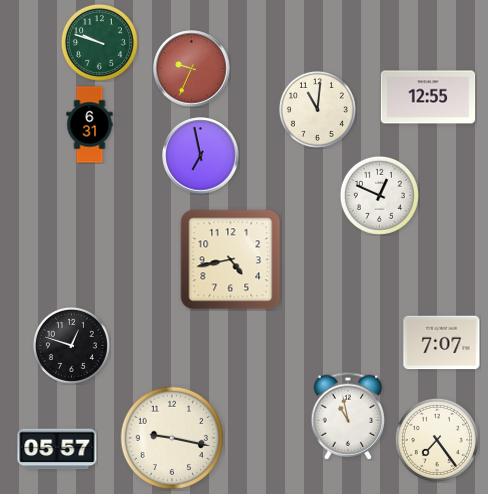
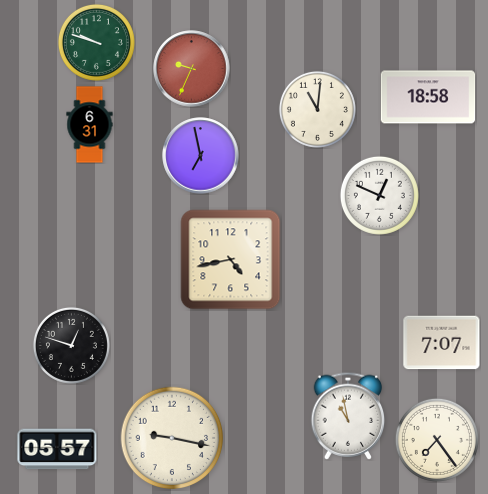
clock at (99, 42) position: (99, 42) -> (96, 42)
clock at (428, 97): 12:55 -> 18:58
